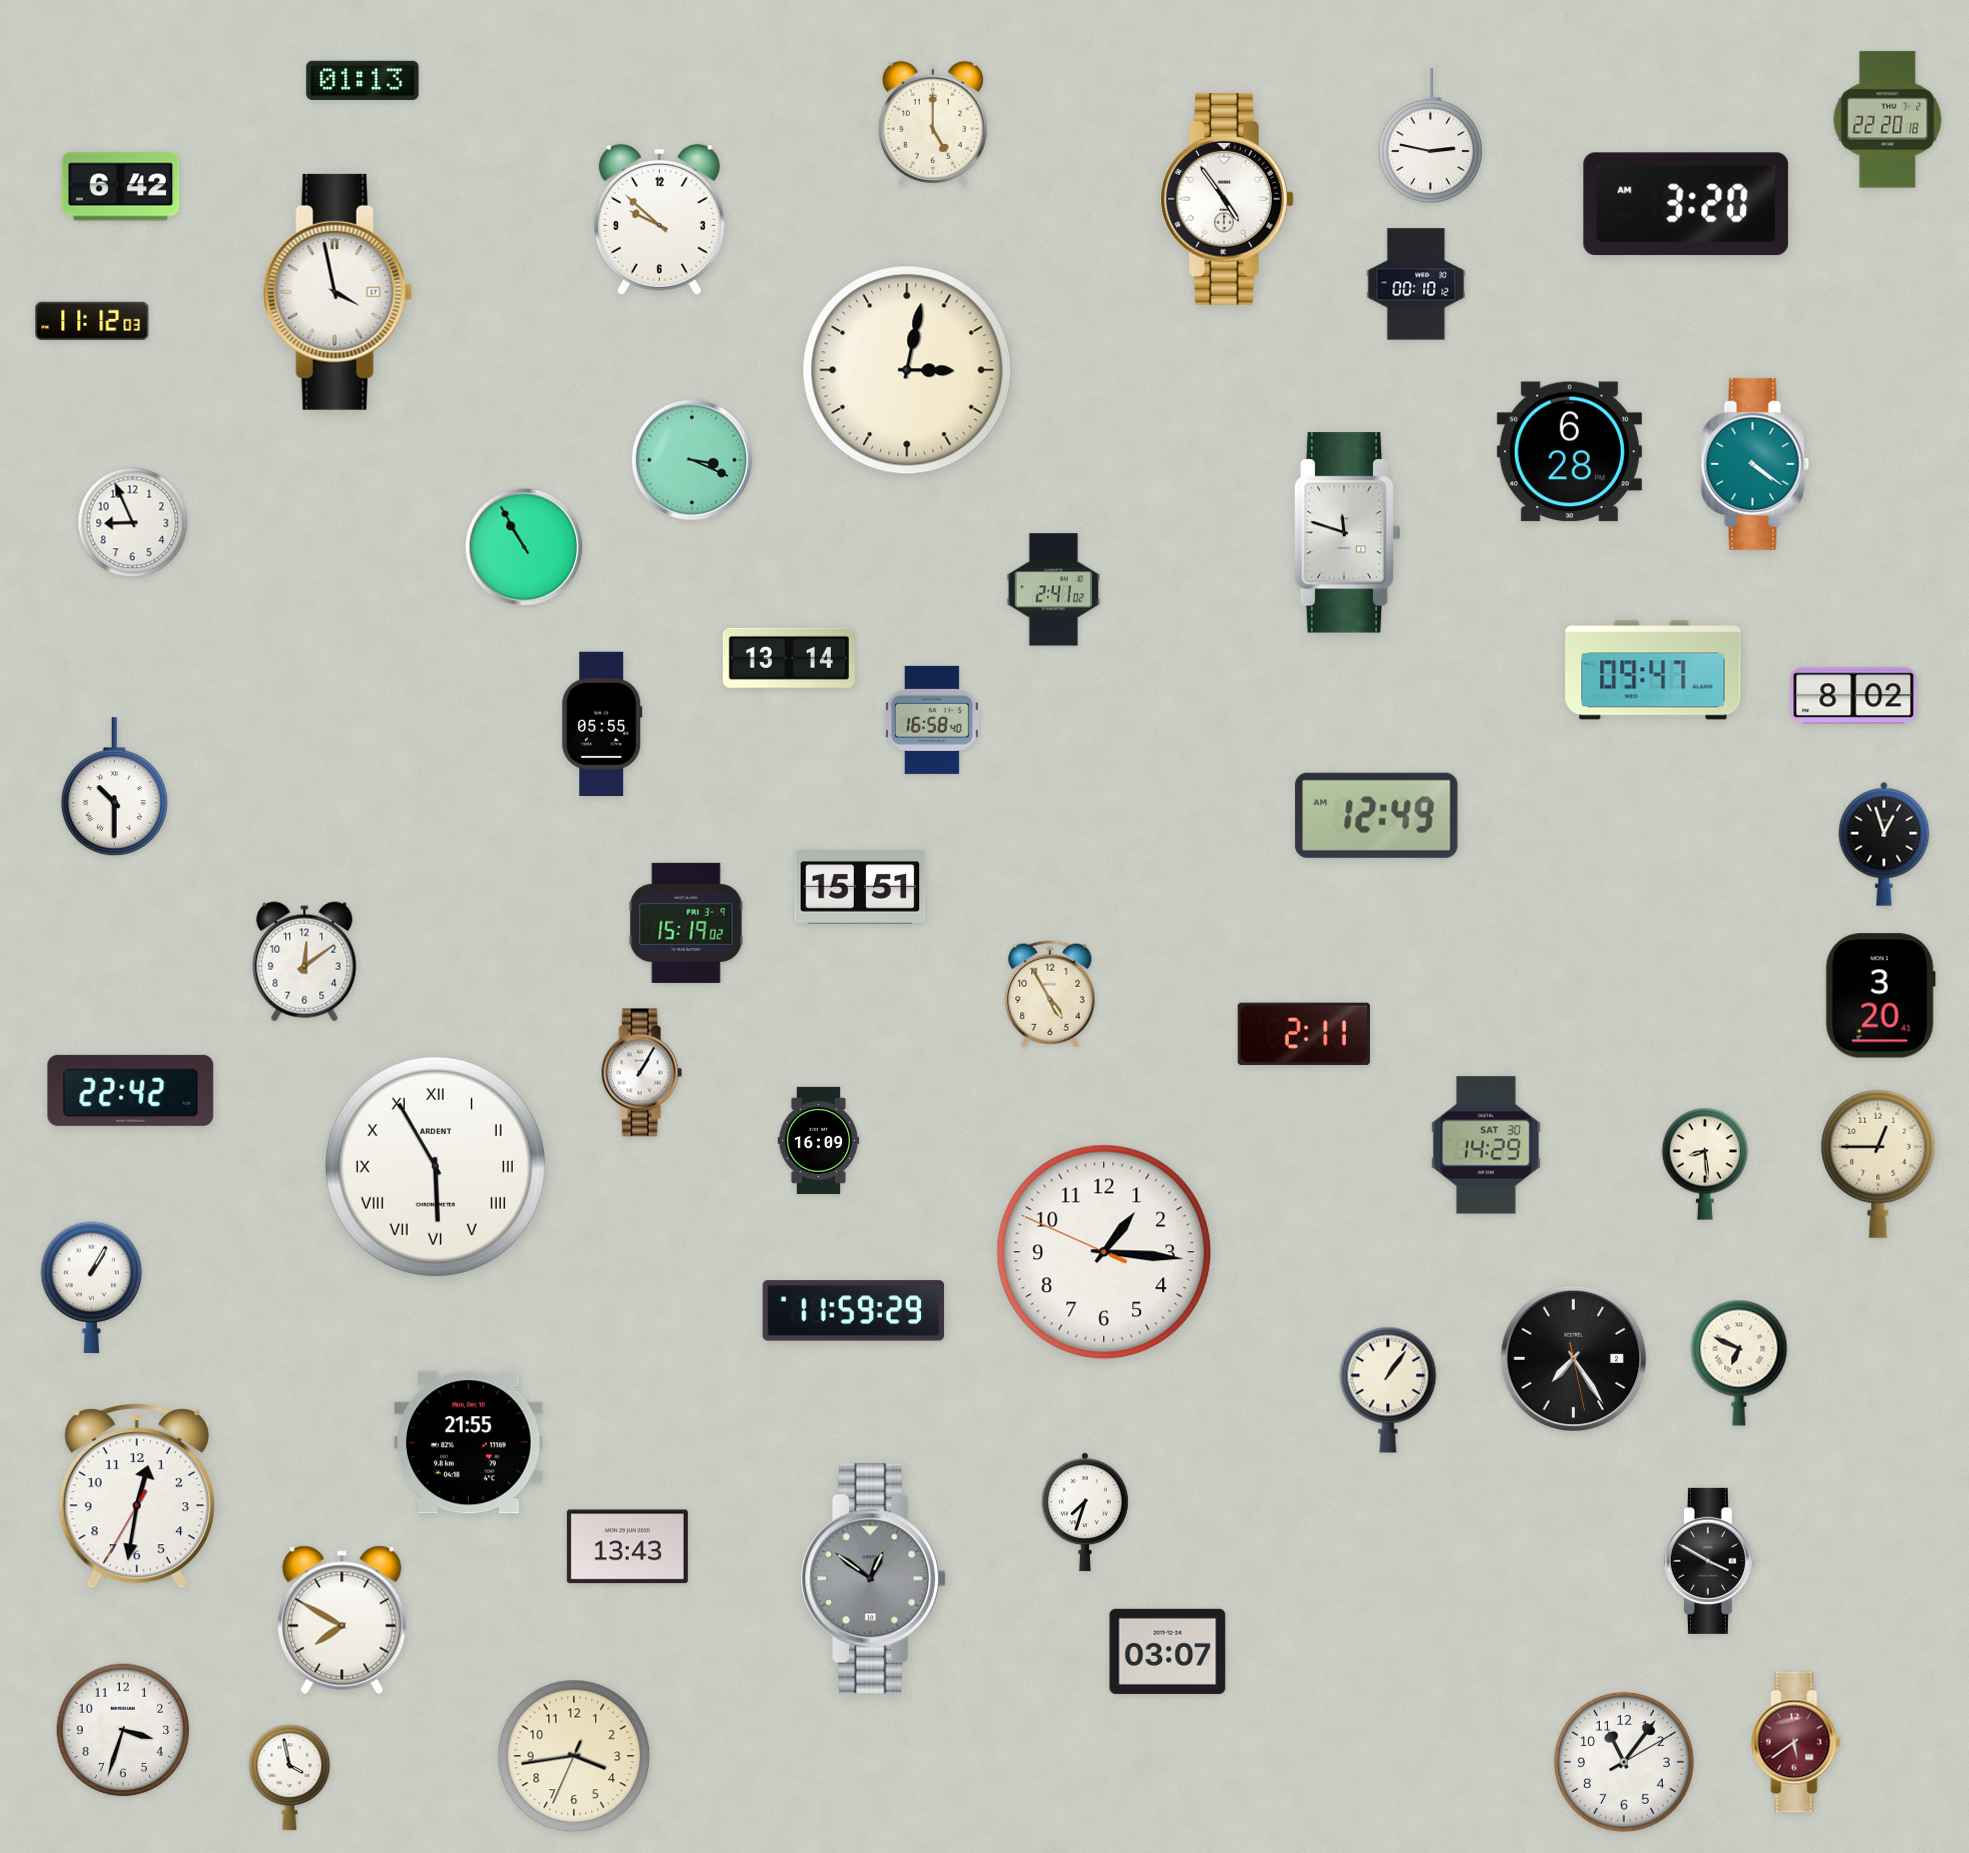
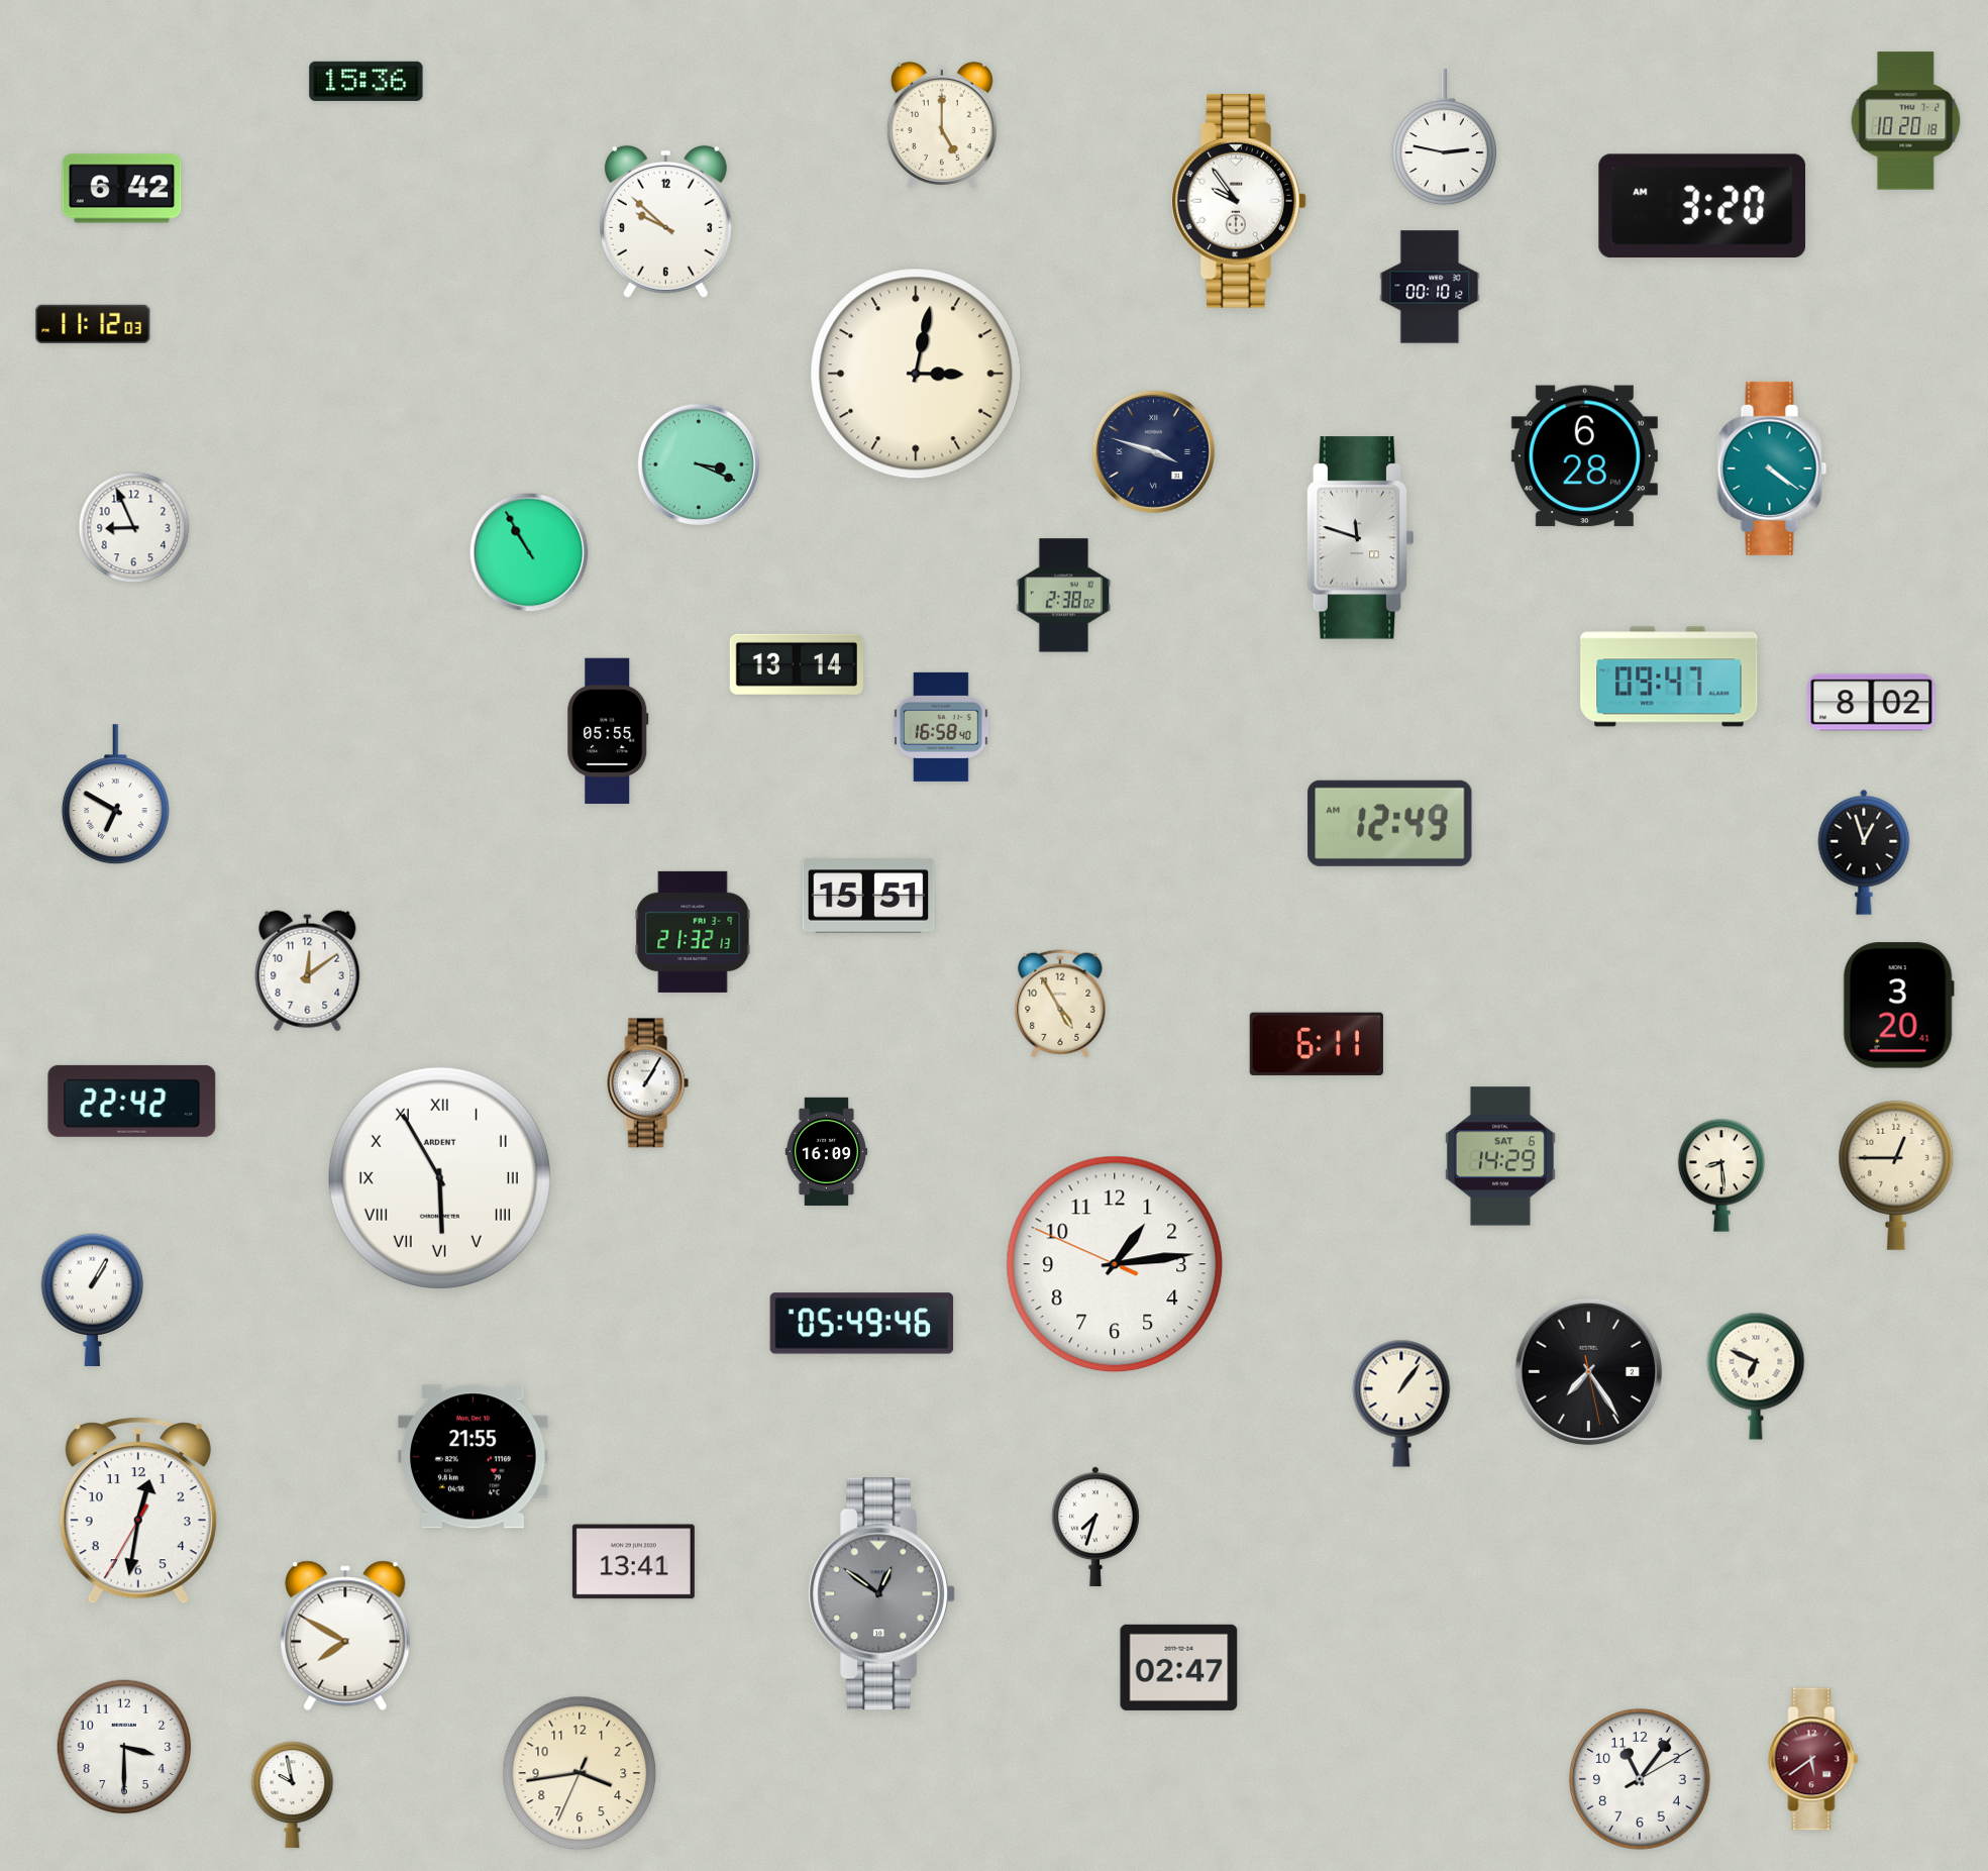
clock at (363, 80): 01:13 -> 15:36
clock at (1888, 120): 22:20 -> 10:20
clock at (1228, 199): 4:54 -> 9:54
clock at (338, 292): 3:58 -> none
clock at (1153, 451): none -> 3:48
clock at (1054, 590): 2:41 -> 2:38
clock at (114, 787): 10:30 -> 6:50
clock at (1884, 844) position: (1884, 844) -> (1864, 852)
clock at (686, 923): 15:19 -> 21:32
clock at (1304, 1034): 2:11 -> 6:11
clock at (1486, 1145) date: SAT 30 -> SAT 6
clock at (1104, 1252): 1:15 -> 1:13
clock at (854, 1311): 11:59 -> 05:49
clock at (627, 1547): 13:43 -> 13:41
clock at (1710, 1561): 3:50 -> none
clock at (1168, 1651): 03:07 -> 02:47
clock at (123, 1730): 3:33 -> 3:30
clock at (290, 1778): 3:58 -> 9:58
